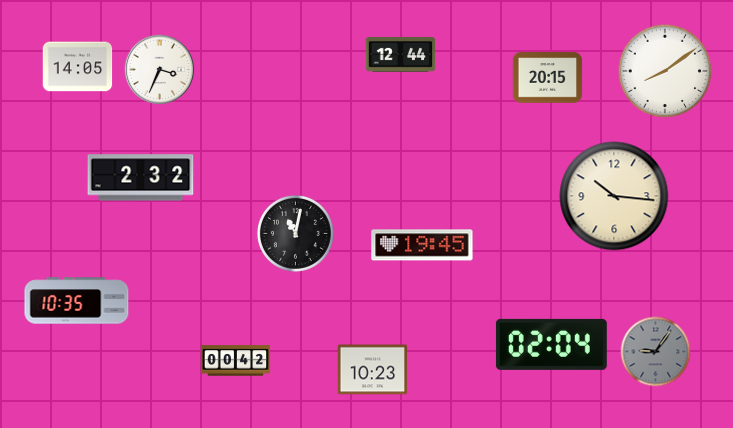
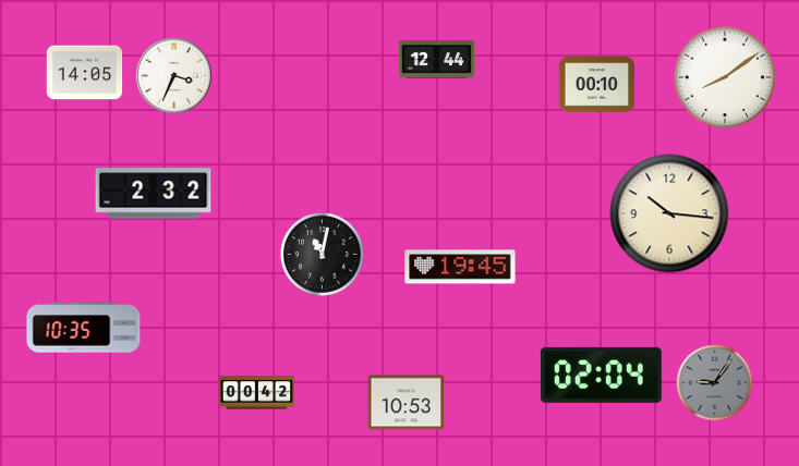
clock at (548, 78): 20:15 -> 00:10
clock at (373, 370): 10:23 -> 10:53
